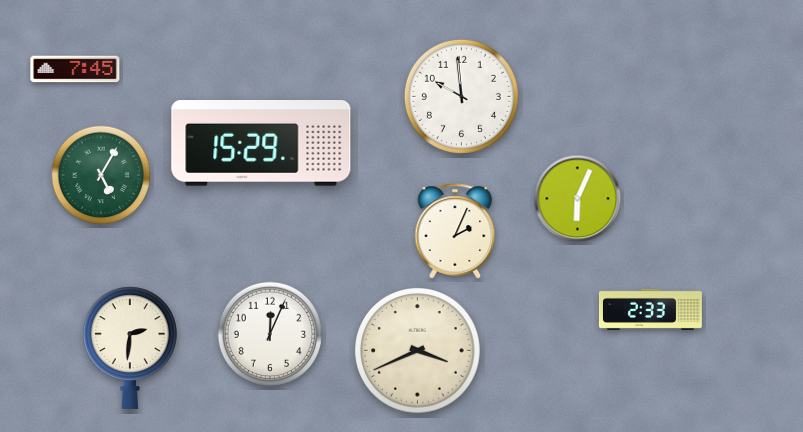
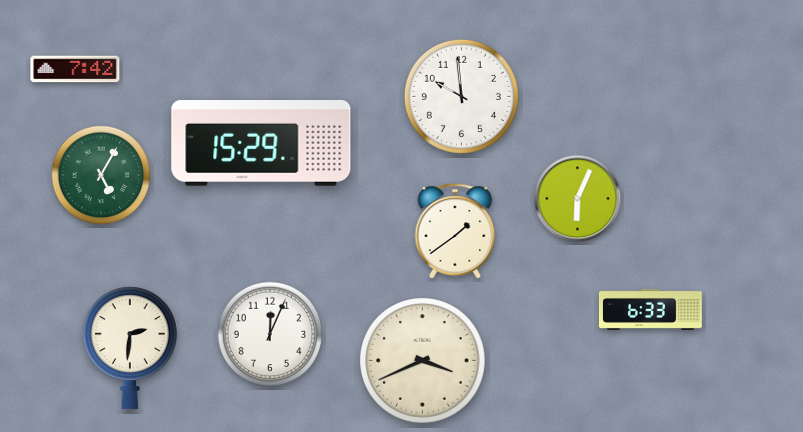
clock at (75, 69): 7:45 -> 7:42
clock at (455, 231): 2:04 -> 1:39
clock at (650, 309): 2:33 -> 6:33
clock at (418, 351) position: (418, 351) -> (423, 361)
